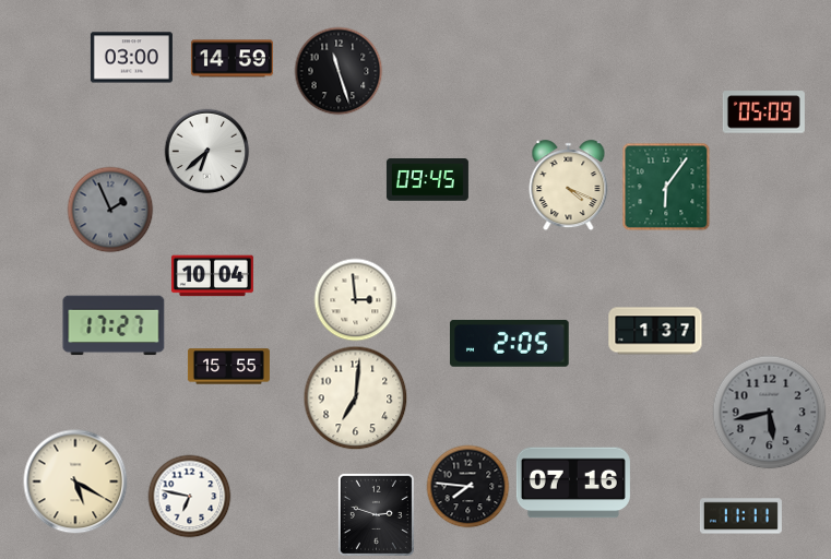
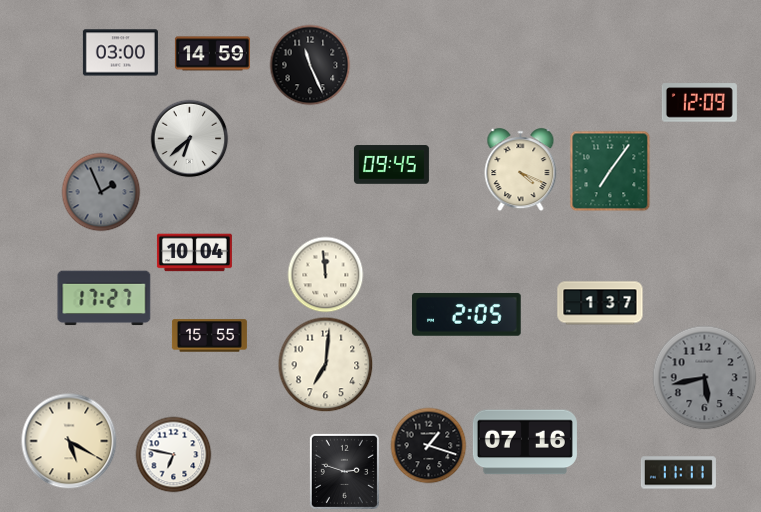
clock at (339, 71): 11:27 -> 11:26
clock at (763, 112): 05:09 -> 12:09
clock at (666, 187): 6:06 -> 7:06
clock at (356, 300): 2:59 -> 11:59
clock at (468, 487): 7:46 -> 1:18
